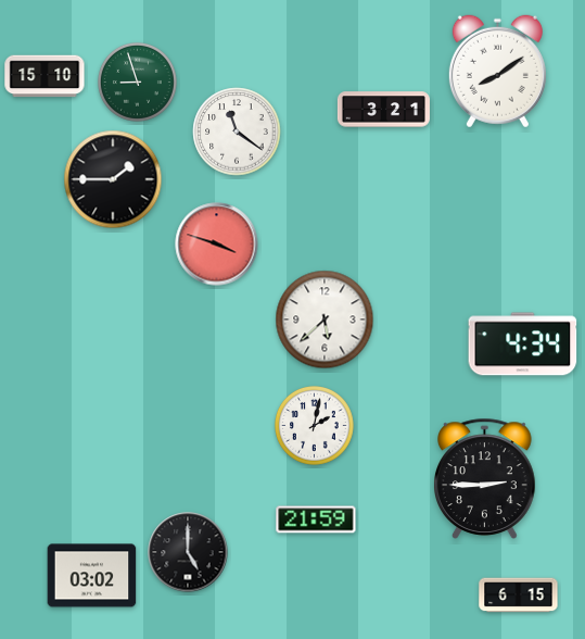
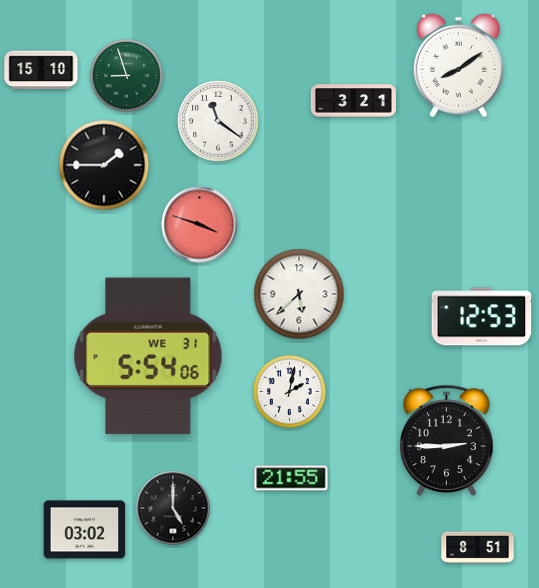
clock at (523, 344): 4:34 -> 12:53
clock at (148, 356): none -> 5:54
clock at (316, 519): 21:59 -> 21:55
clock at (519, 596): 6:15 -> 8:51
